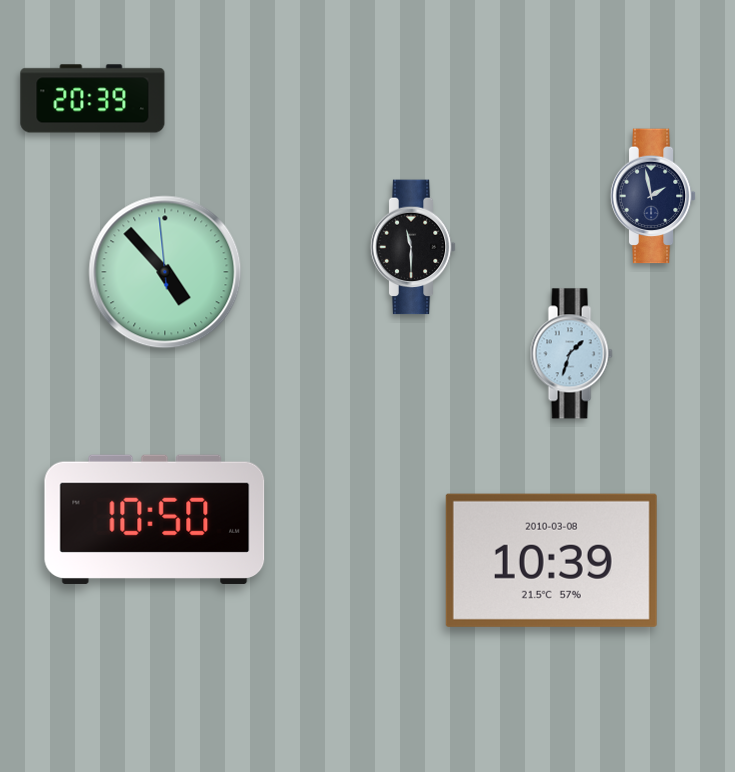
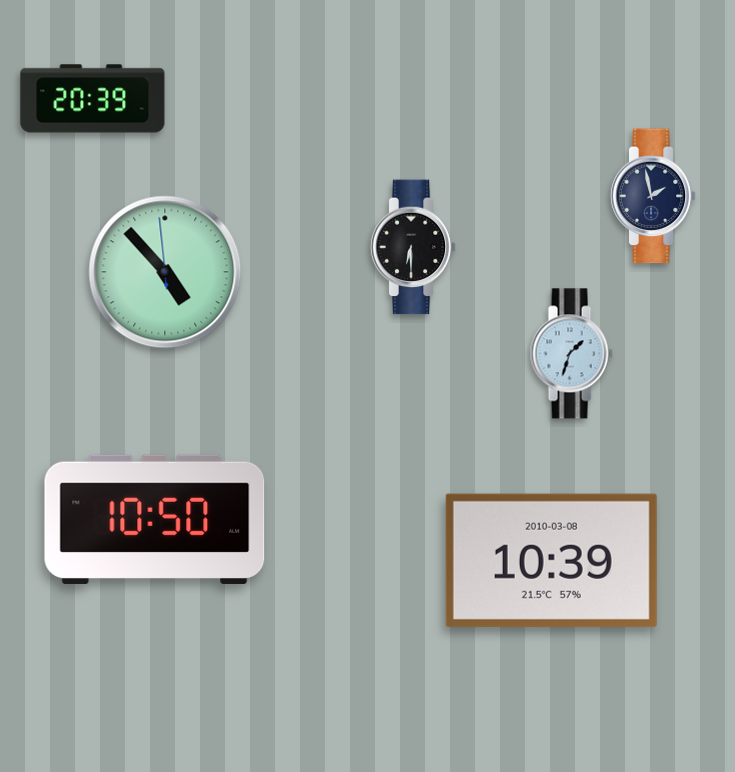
clock at (413, 247): 11:30 -> 6:30
